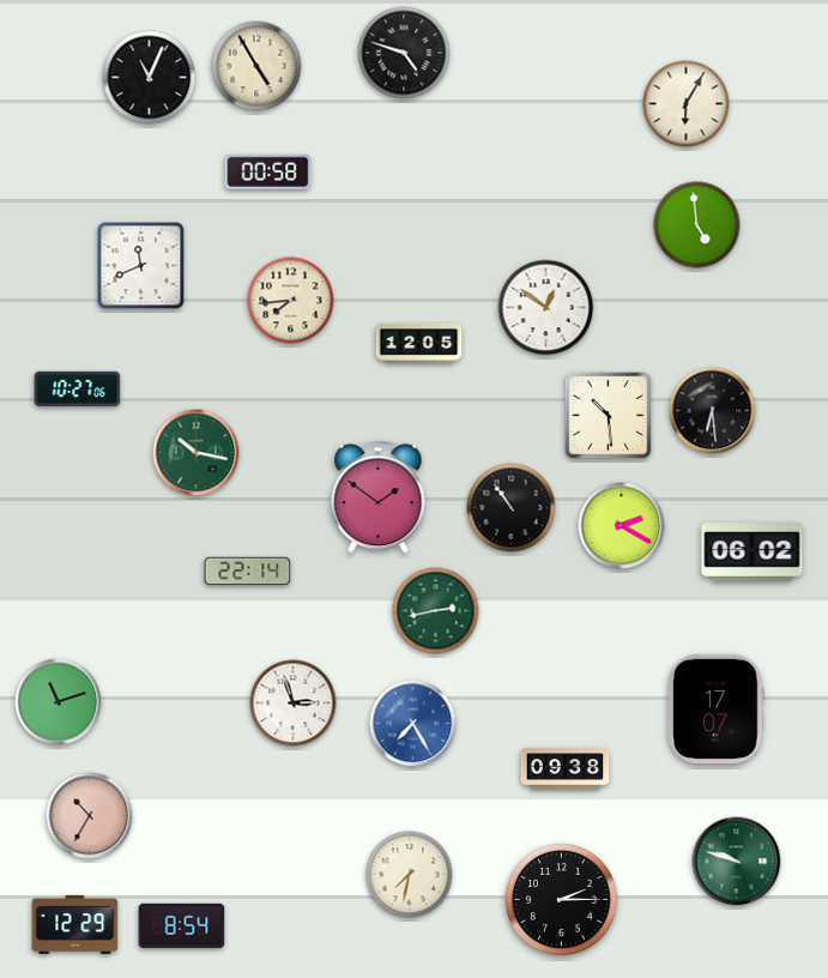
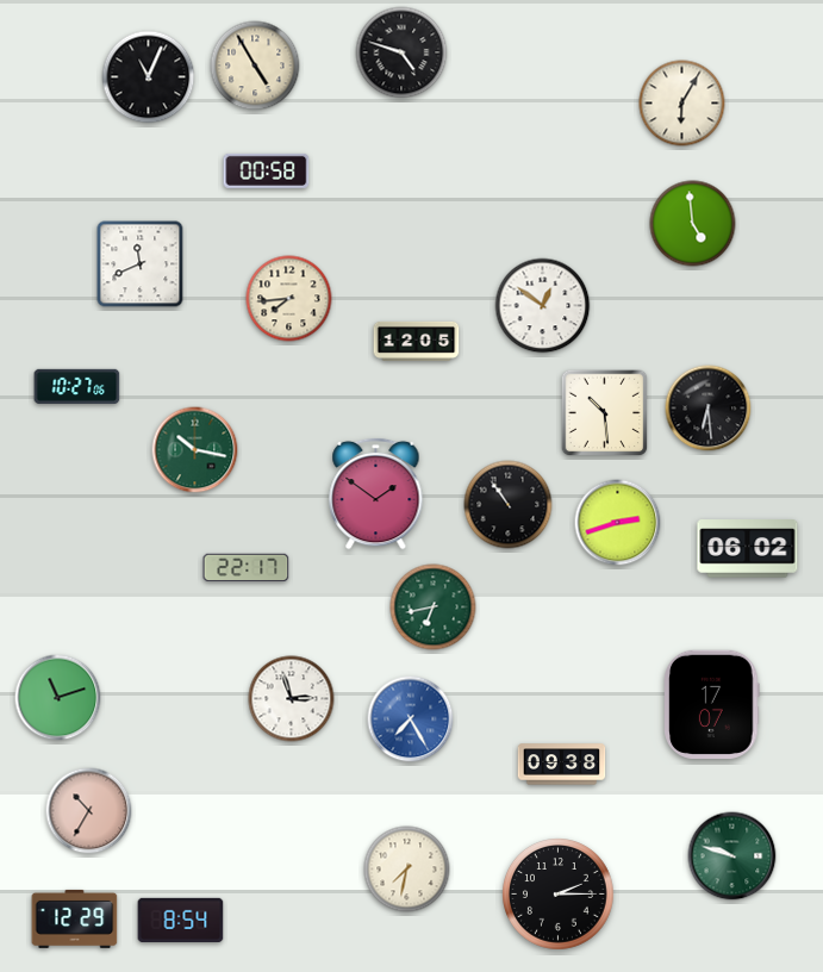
clock at (622, 526): 2:20 -> 2:42
clock at (248, 572): 22:14 -> 22:17
clock at (436, 611): 2:43 -> 6:43
